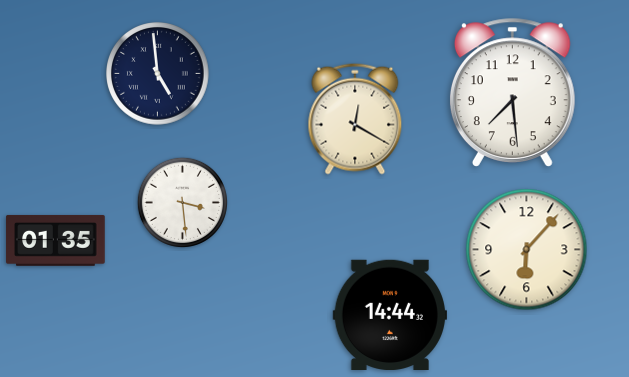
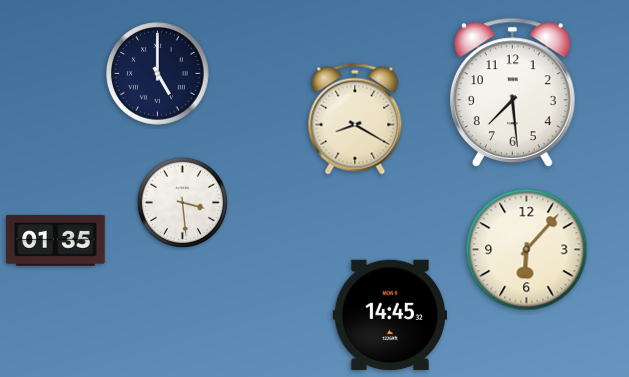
clock at (158, 74): 4:59 -> 5:00
clock at (355, 119): 12:20 -> 8:20
clock at (389, 315): 14:44 -> 14:45
